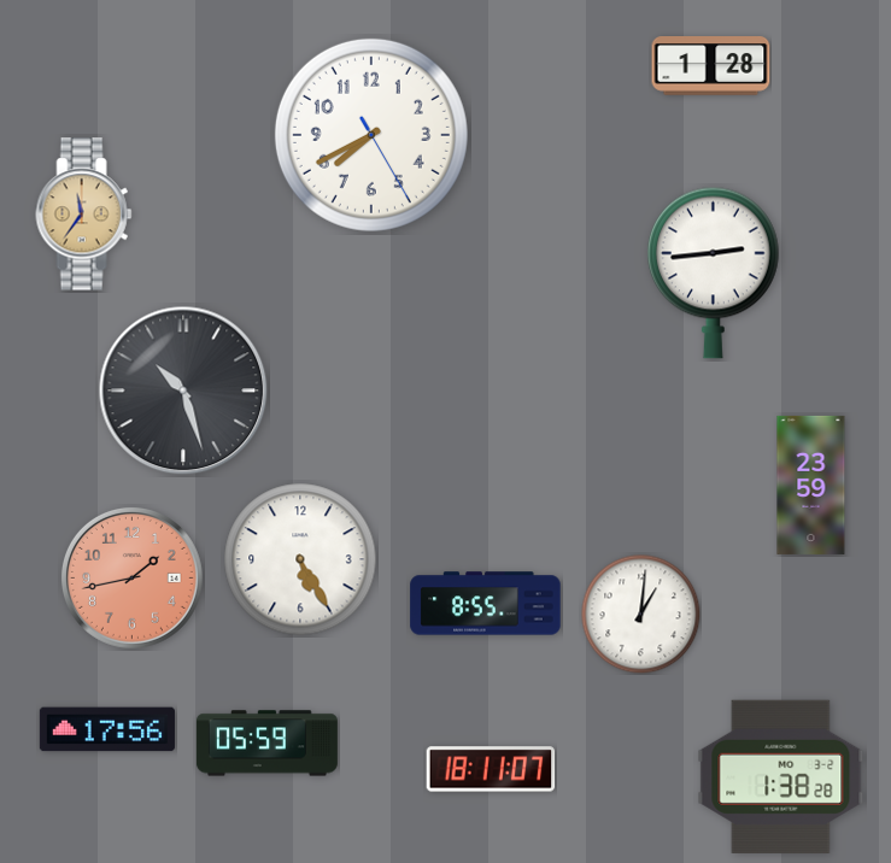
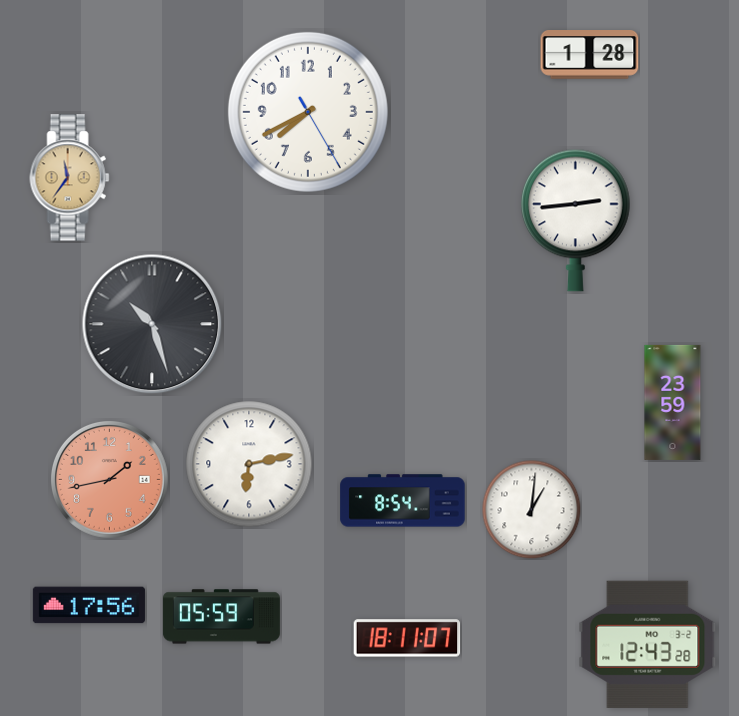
clock at (714, 272) position: (714, 272) -> (576, 220)
clock at (300, 559): 5:25 -> 6:13
clock at (486, 604): 8:55 -> 8:54
clock at (781, 776): 1:38 -> 12:43
